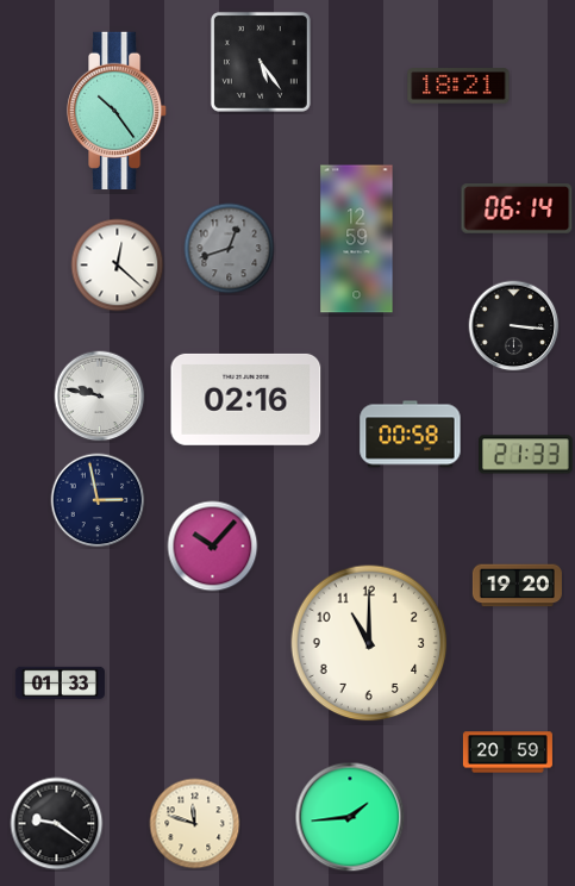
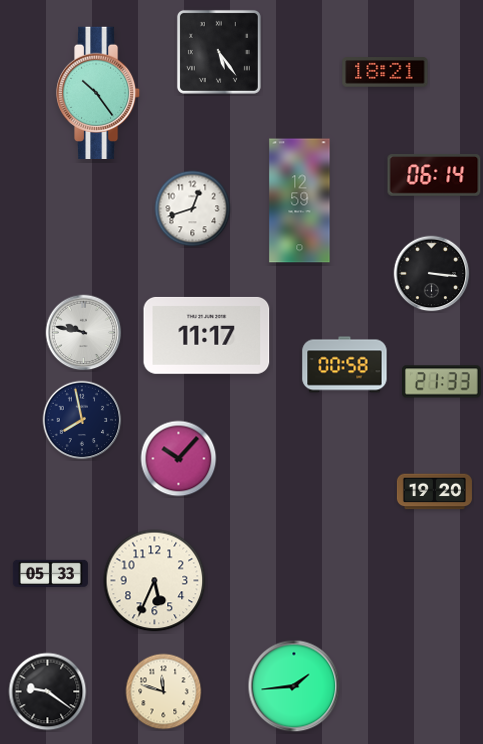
clock at (230, 249) dial: grey -> white
clock at (118, 266): 12:22 -> none
clock at (246, 399): 02:16 -> 11:17
clock at (98, 500): 2:58 -> 7:58
clock at (369, 643): 11:00 -> none
clock at (60, 684): 01:33 -> 05:33
clock at (155, 581): none -> 5:34
clock at (507, 753): 20:59 -> none
